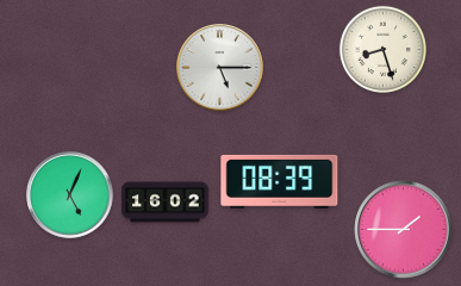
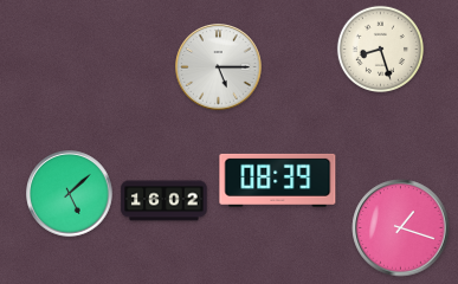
clock at (70, 195): 5:04 -> 5:08
clock at (404, 230): 1:45 -> 1:18
